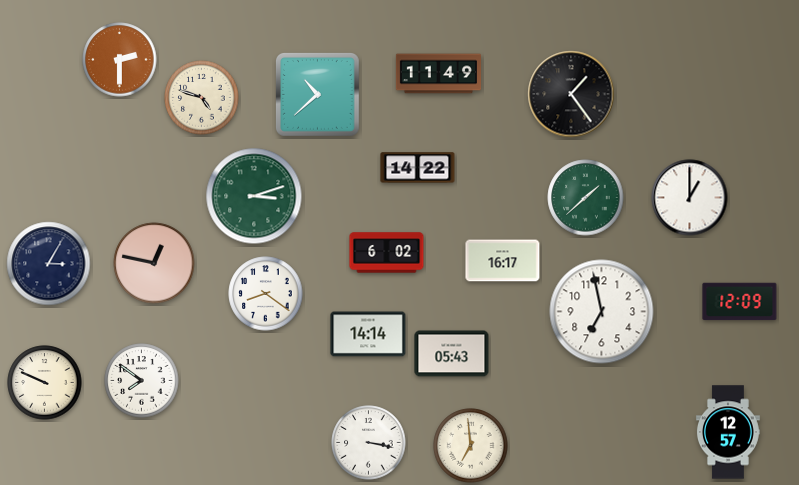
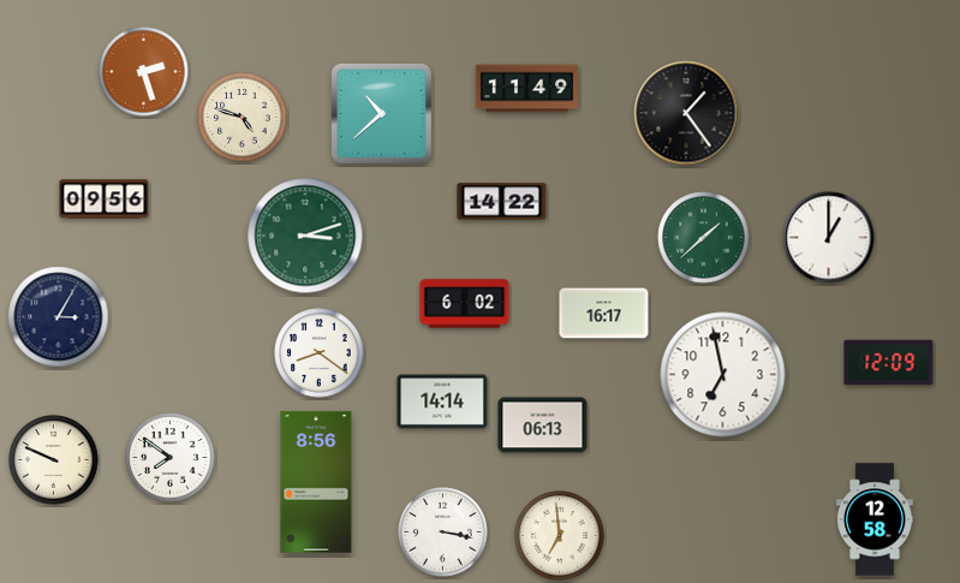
clock at (120, 60): 2:30 -> 2:27
clock at (105, 200): none -> 09:56
clock at (154, 263): 12:47 -> none
clock at (452, 354): 05:43 -> 06:13
clock at (316, 482): none -> 8:56
clock at (728, 432): 12:57 -> 12:58
clock at (471, 446) position: (471, 446) -> (560, 536)
